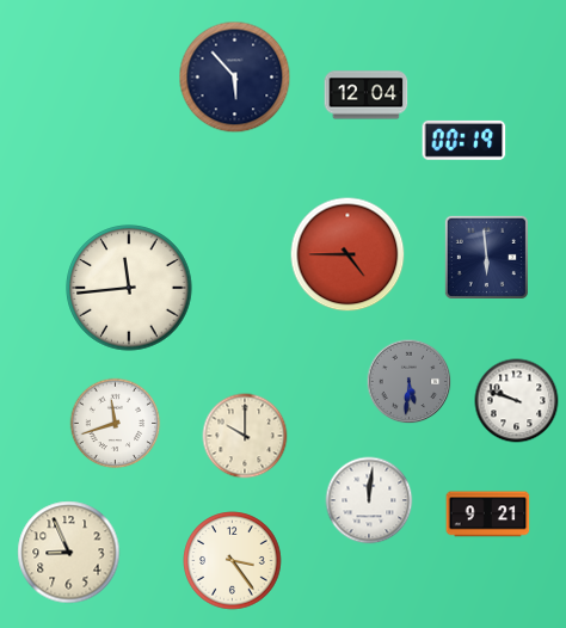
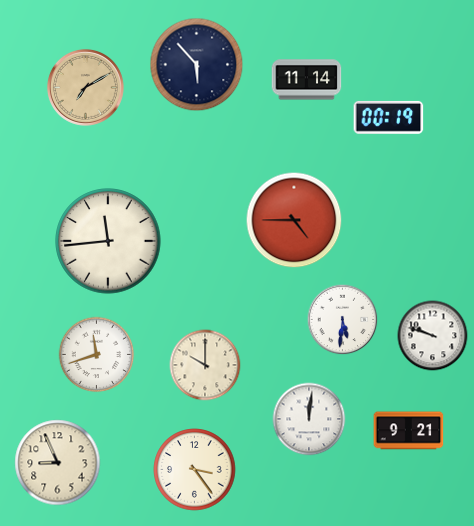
clock at (367, 96): 12:04 -> 11:14
clock at (85, 87): none -> 7:10
clock at (347, 254) position: (347, 254) -> (294, 220)
clock at (486, 257): 5:59 -> none
clock at (410, 382) dial: grey -> white
